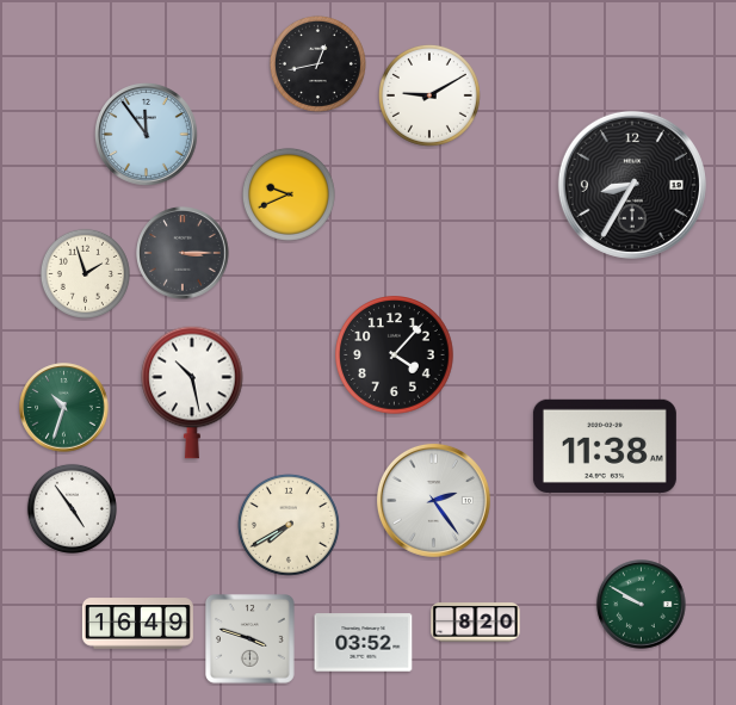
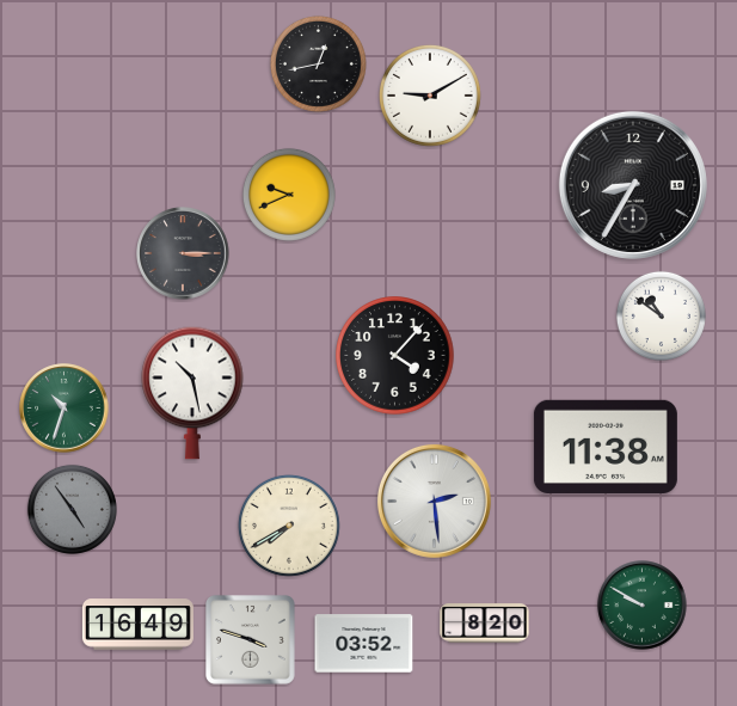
clock at (147, 135): 11:54 -> none
clock at (85, 273): 1:57 -> none
clock at (661, 315): none -> 10:51
clock at (433, 500): 2:24 -> 2:29
clock at (72, 508) dial: white -> grey
clock at (476, 623) position: (476, 623) -> (485, 624)
